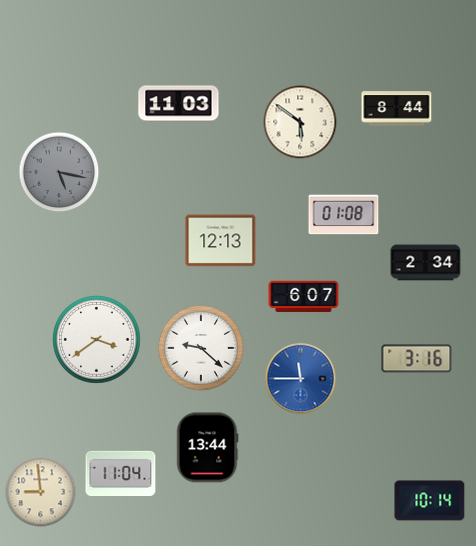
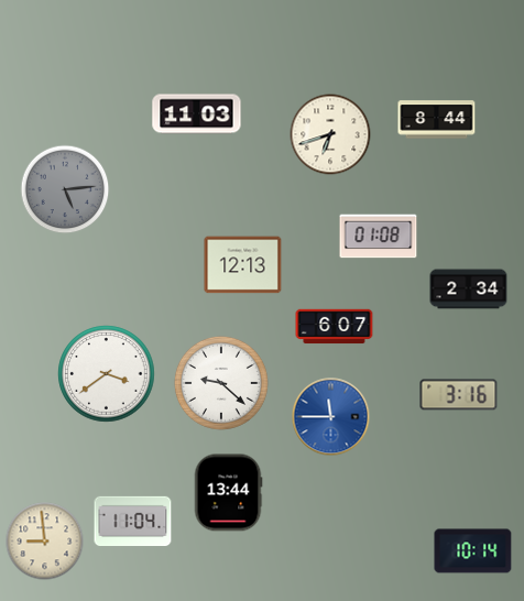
clock at (300, 122): 5:51 -> 6:42
clock at (59, 172): 5:17 -> 5:14
